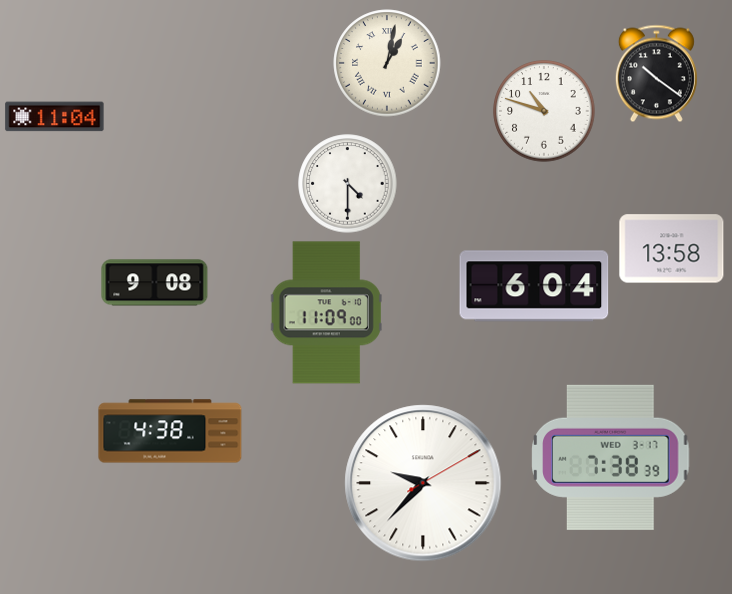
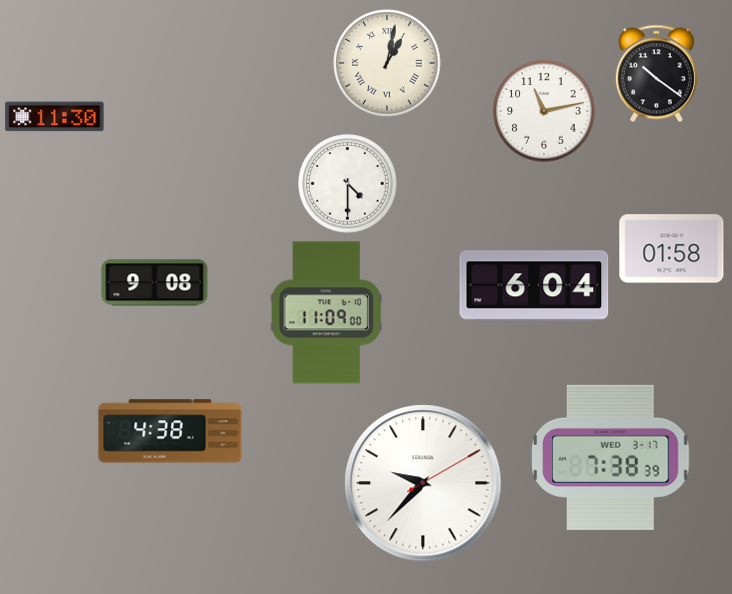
clock at (544, 111): 10:48 -> 11:13
clock at (55, 117): 11:04 -> 11:30
clock at (672, 249): 13:58 -> 01:58
